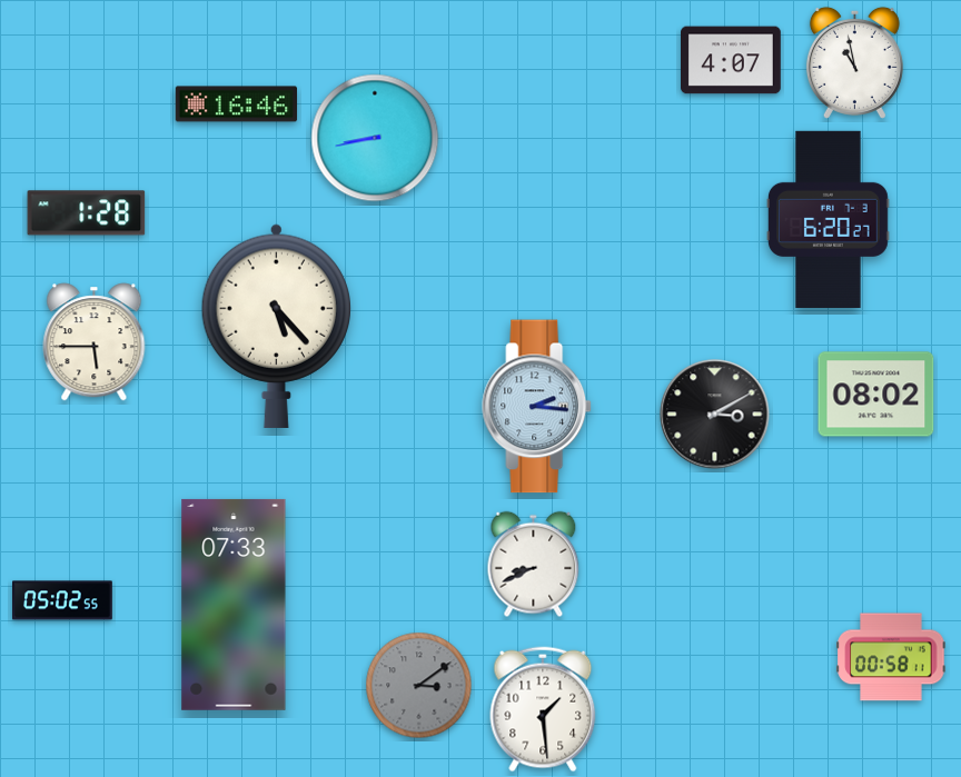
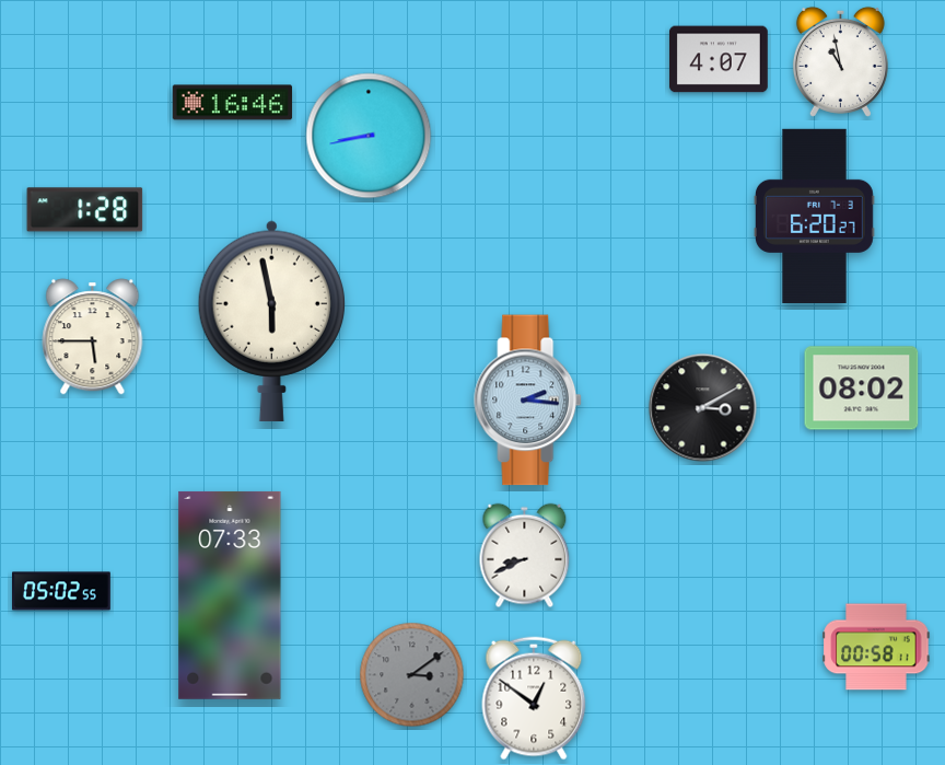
clock at (276, 326): 5:23 -> 5:58
clock at (543, 709): 1:29 -> 12:51
